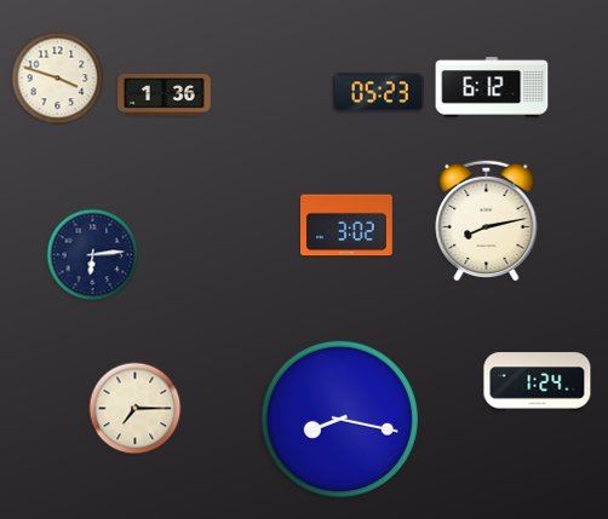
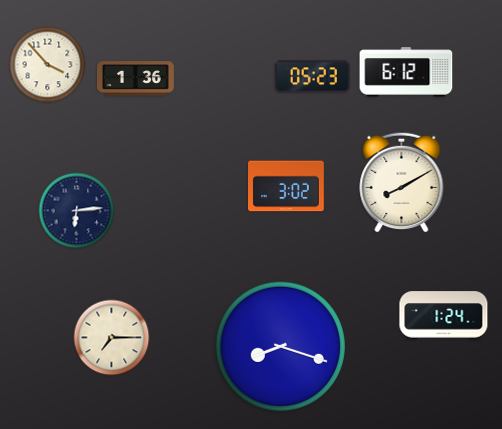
clock at (58, 79): 3:48 -> 3:53
clock at (487, 220): 8:13 -> 8:10
clock at (339, 419): 8:17 -> 8:18
